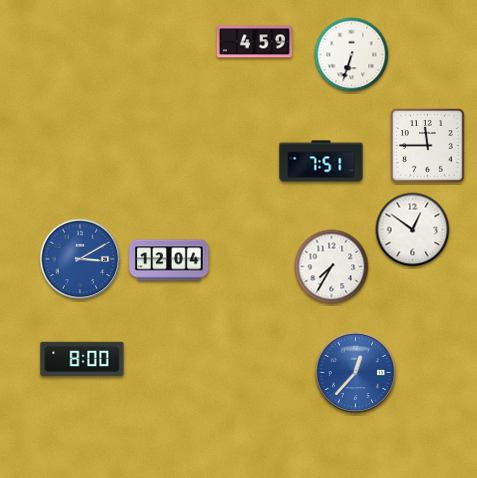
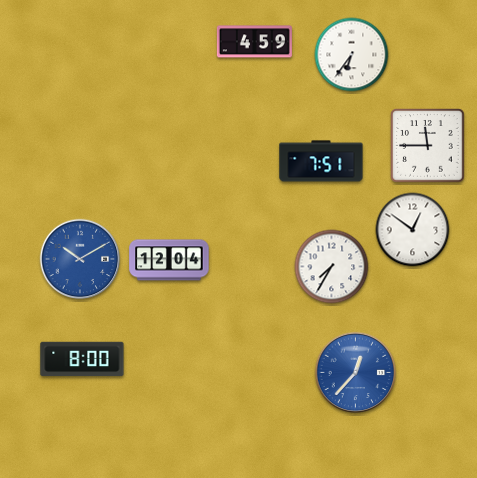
clock at (352, 55): 6:33 -> 6:36
clock at (80, 259): 3:10 -> 10:10
